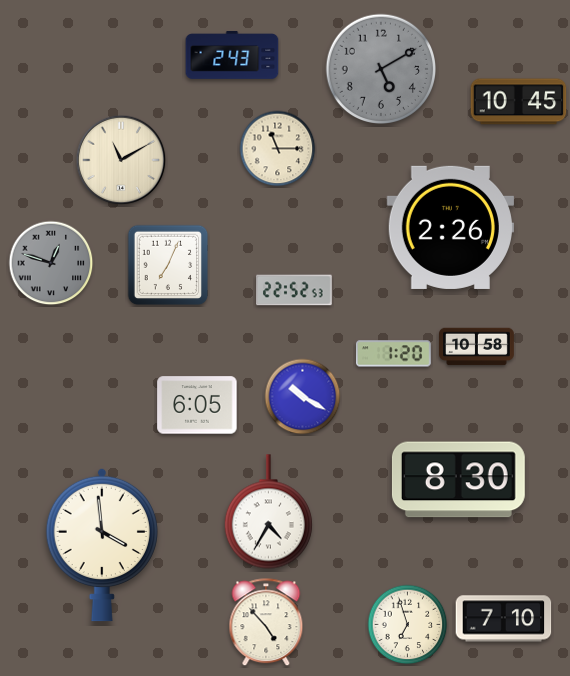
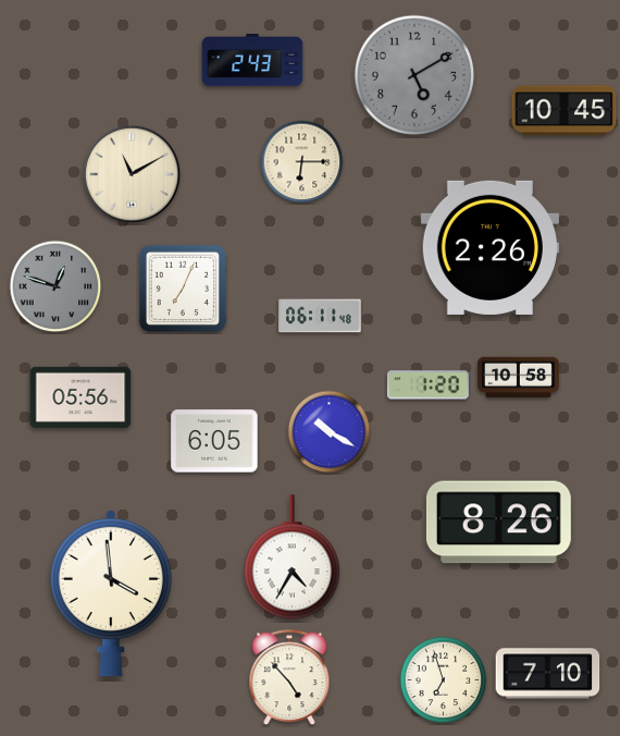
clock at (278, 149): 11:15 -> 6:15
clock at (294, 290): 22:52 -> 06:11
clock at (80, 397): none -> 05:56
clock at (458, 480): 8:30 -> 8:26
